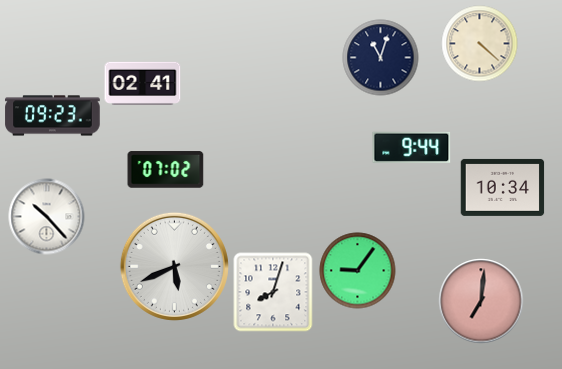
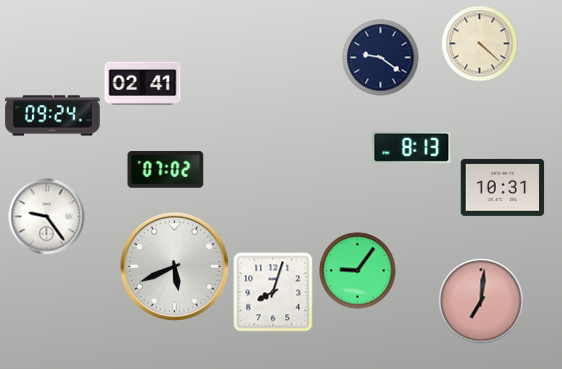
clock at (381, 58): 11:03 -> 9:21
clock at (53, 116): 09:23 -> 09:24
clock at (412, 147): 9:44 -> 8:13
clock at (503, 187): 10:34 -> 10:31
clock at (47, 217): 10:23 -> 9:24
